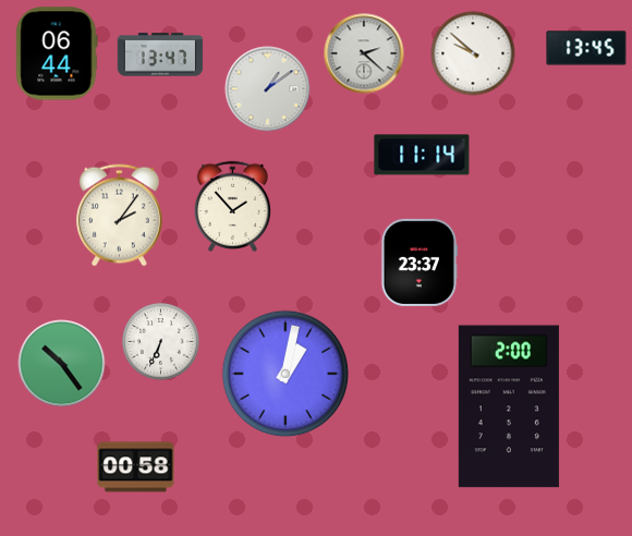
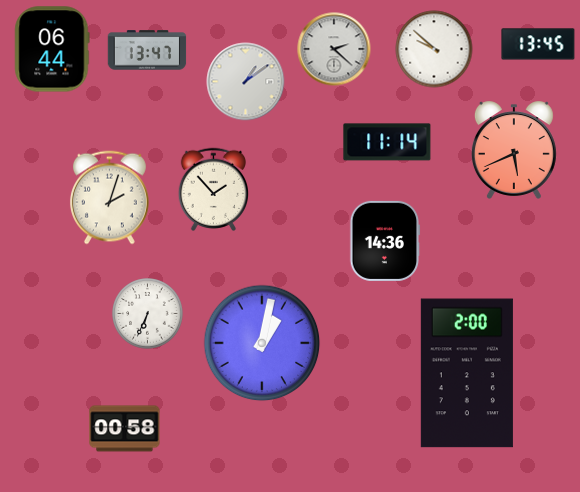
clock at (514, 150): none -> 5:41
clock at (119, 216): 2:06 -> 2:03
clock at (420, 263): 23:37 -> 14:36
clock at (62, 364): 10:24 -> none
